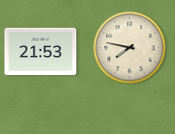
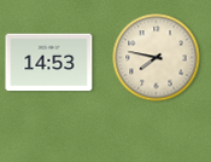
clock at (41, 52): 21:53 -> 14:53
